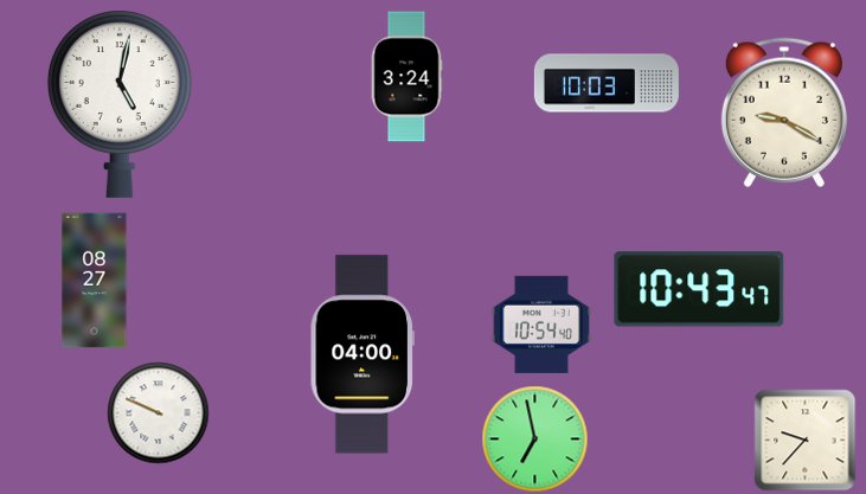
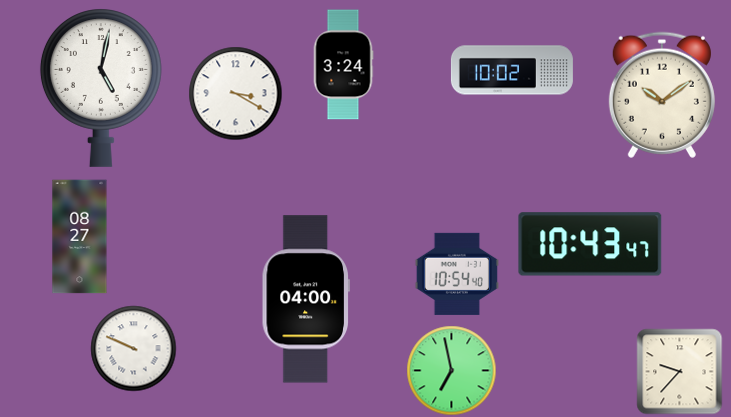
clock at (607, 83): 10:03 -> 10:02
clock at (236, 94): none -> 3:20
clock at (784, 113): 9:20 -> 10:09
